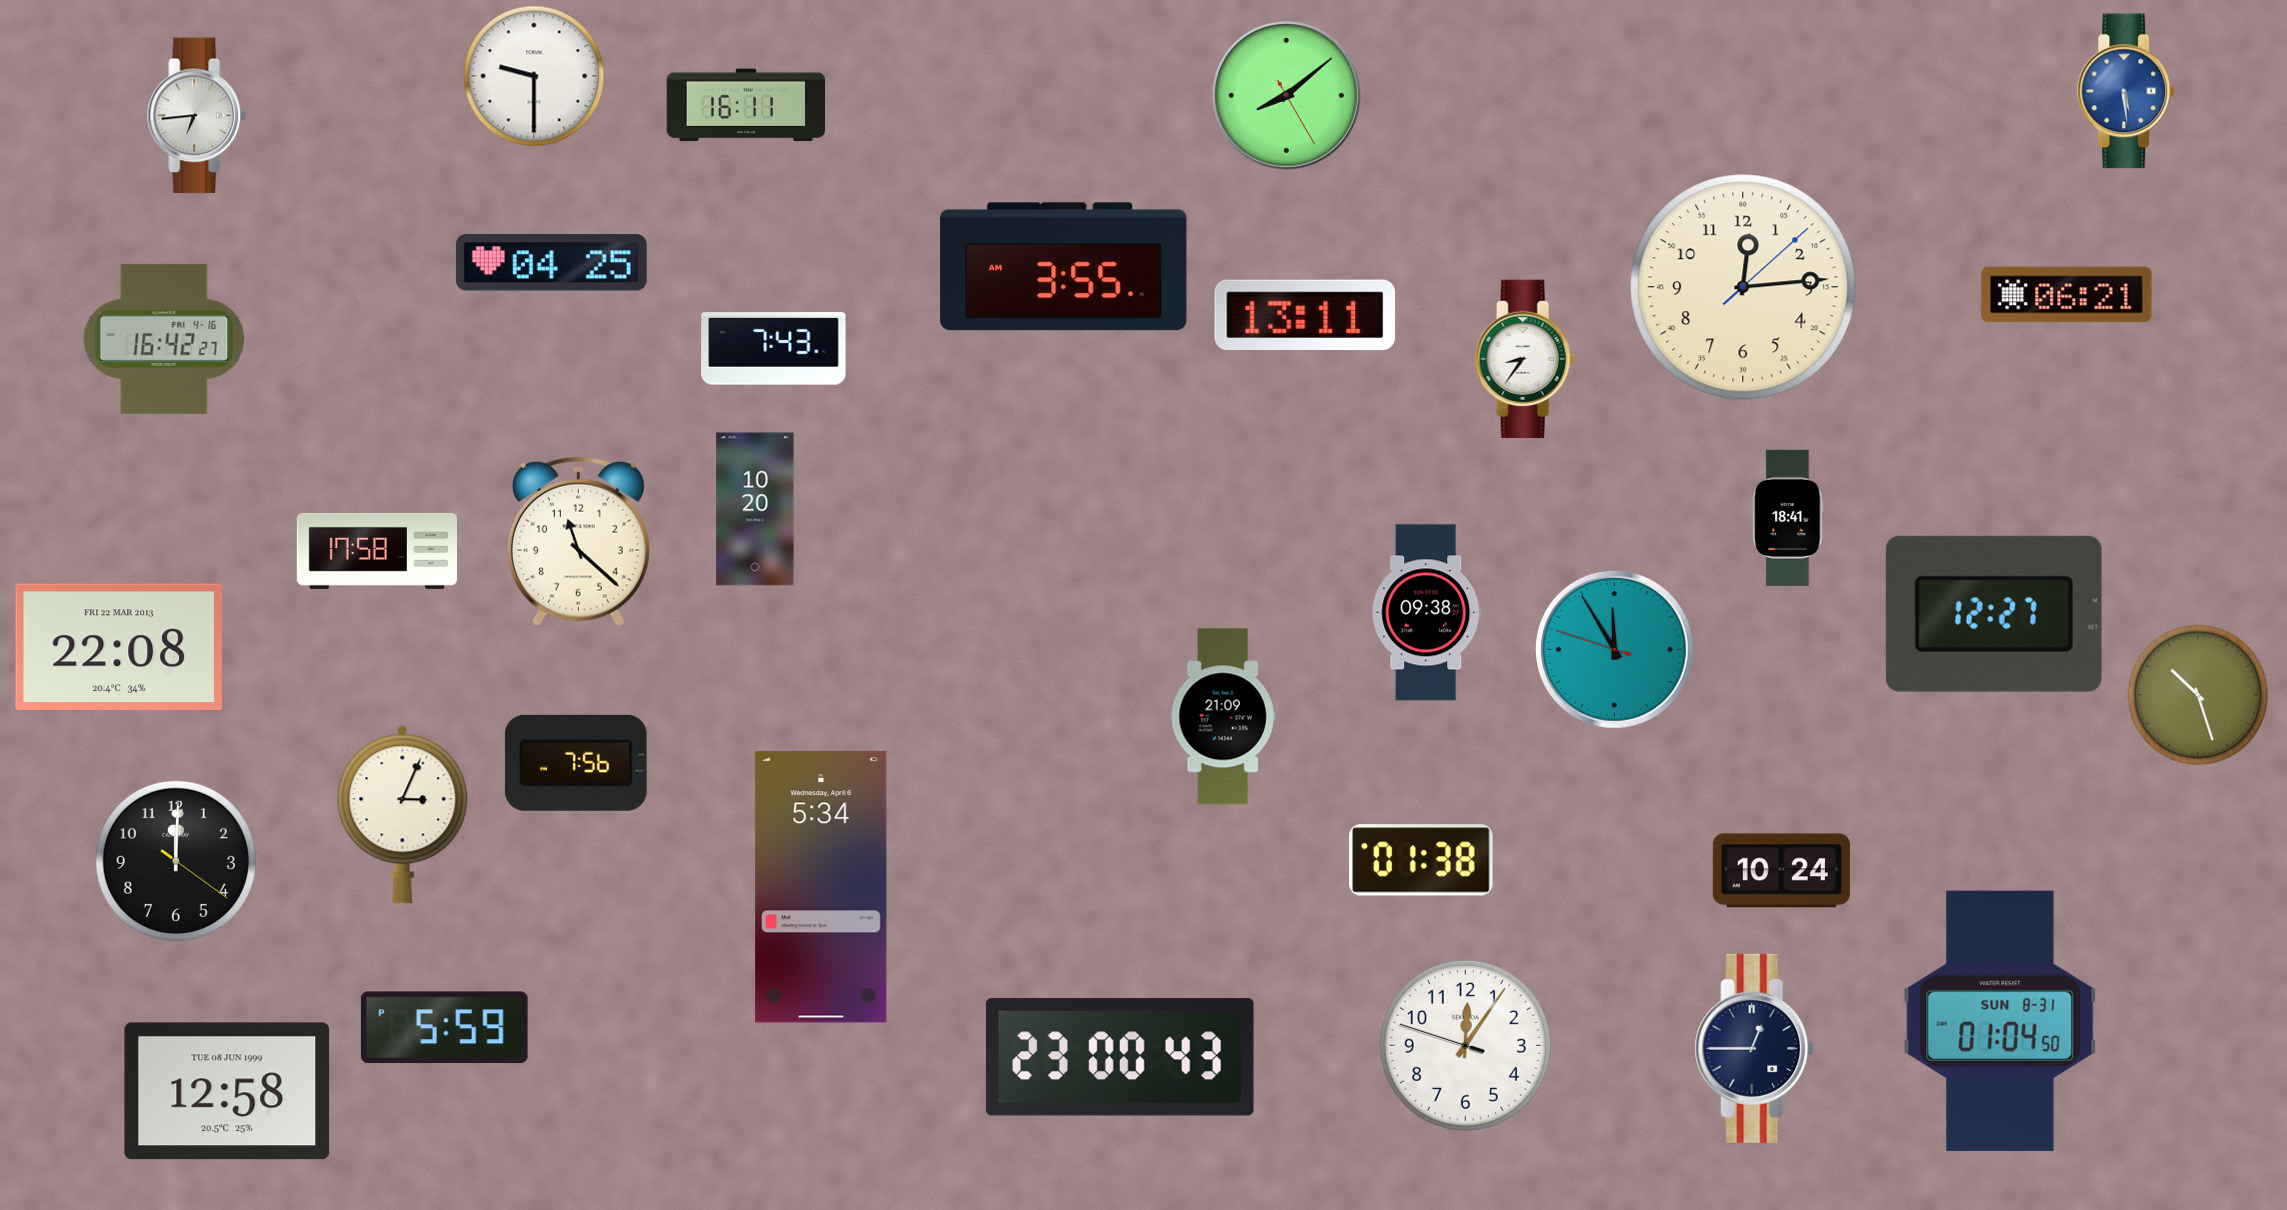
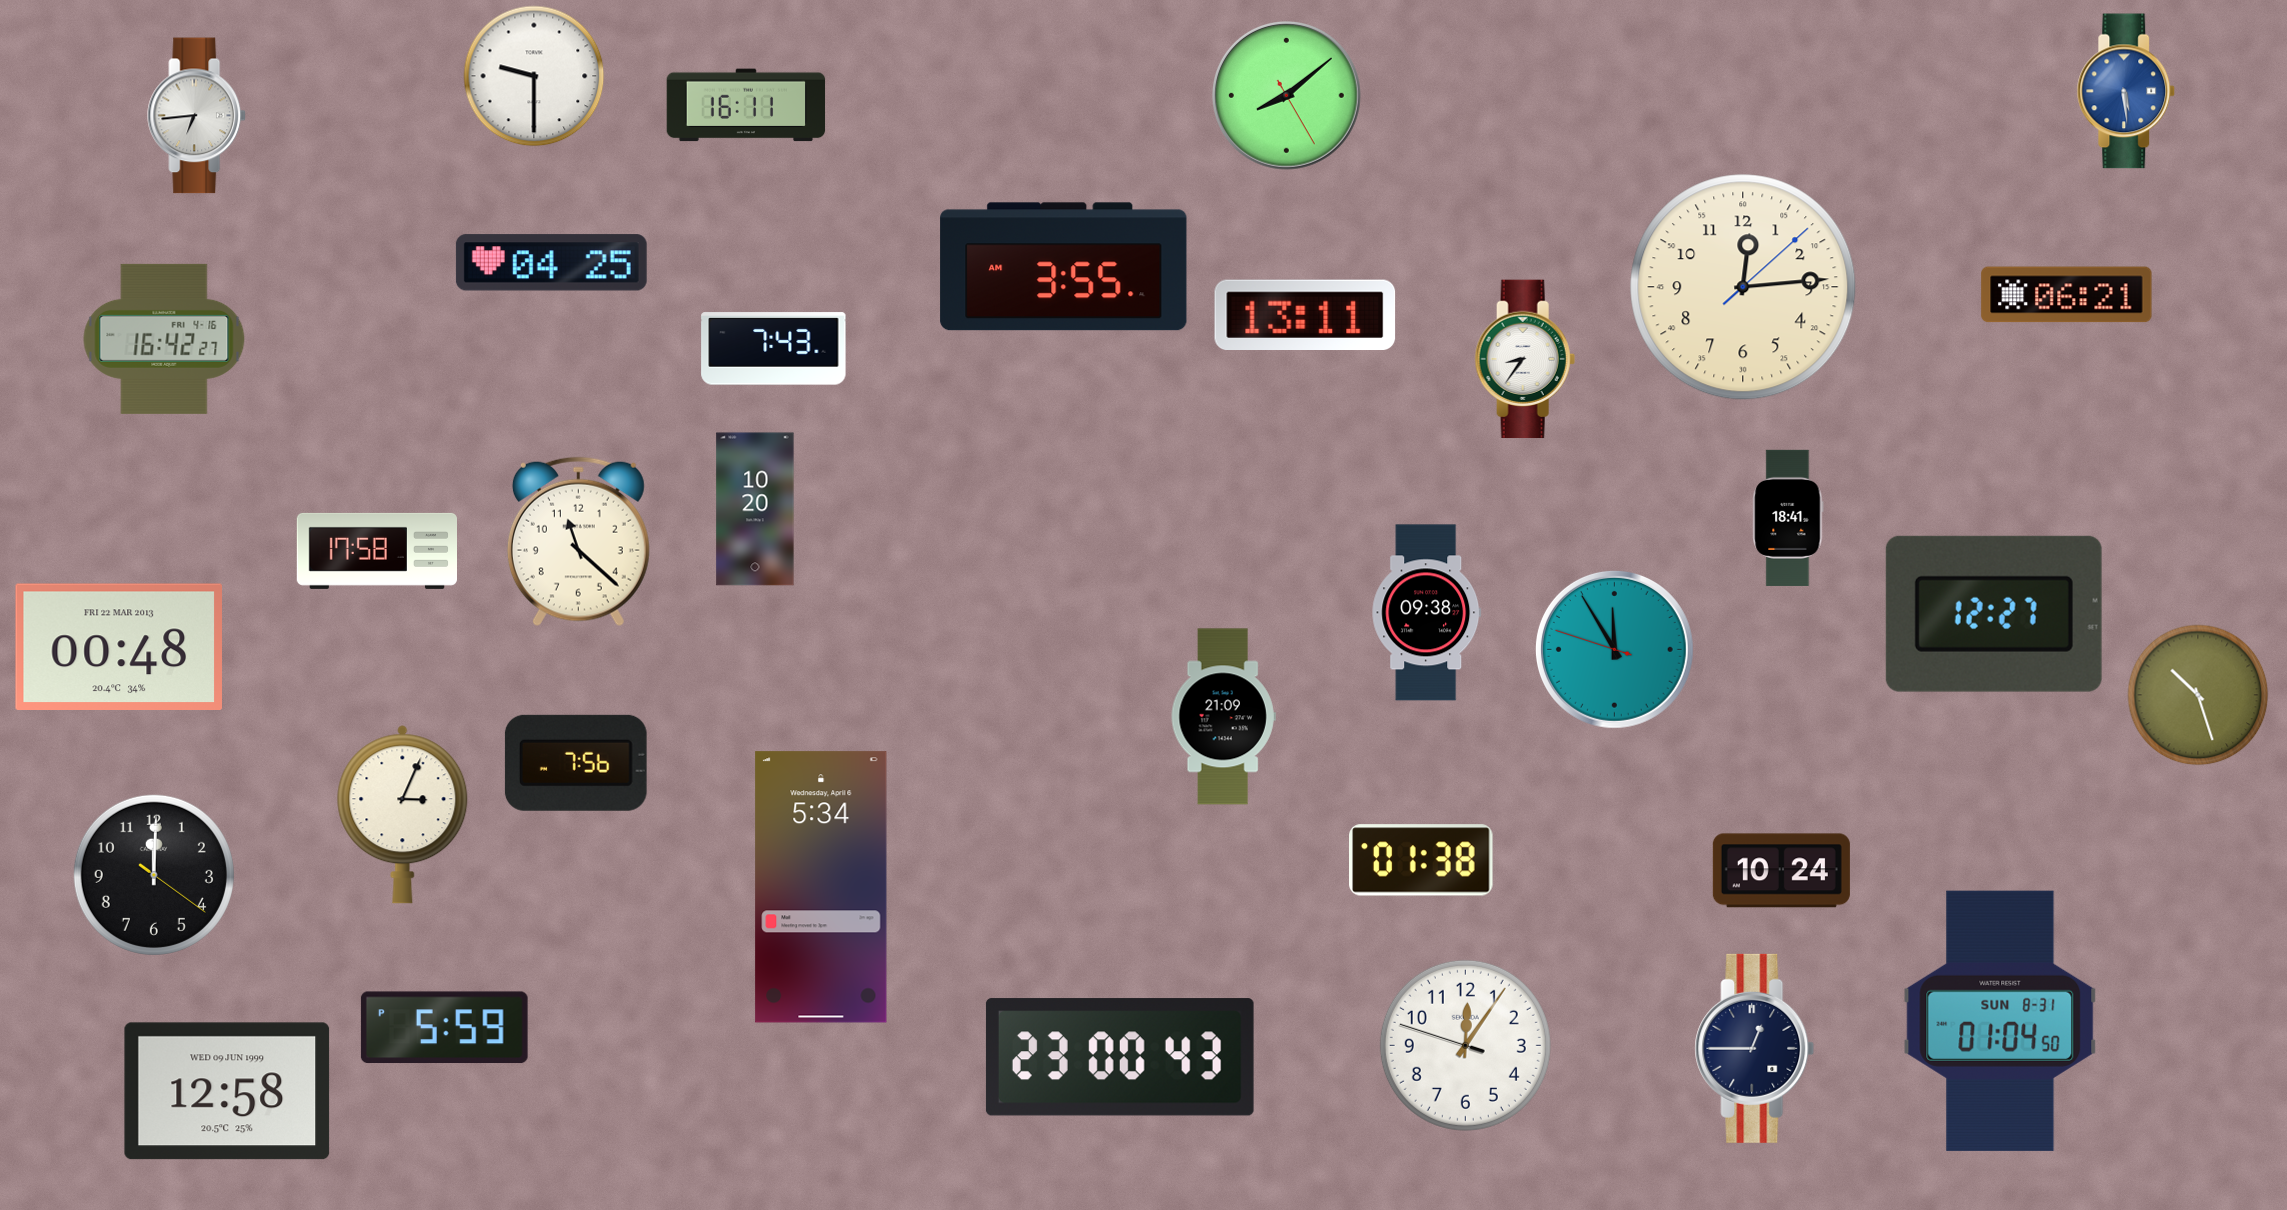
clock at (118, 646): 22:08 -> 00:48
clock at (176, 861) position: (176, 861) -> (154, 875)
clock at (227, 1091) date: TUE 08 JUN 1999 -> WED 09 JUN 1999
